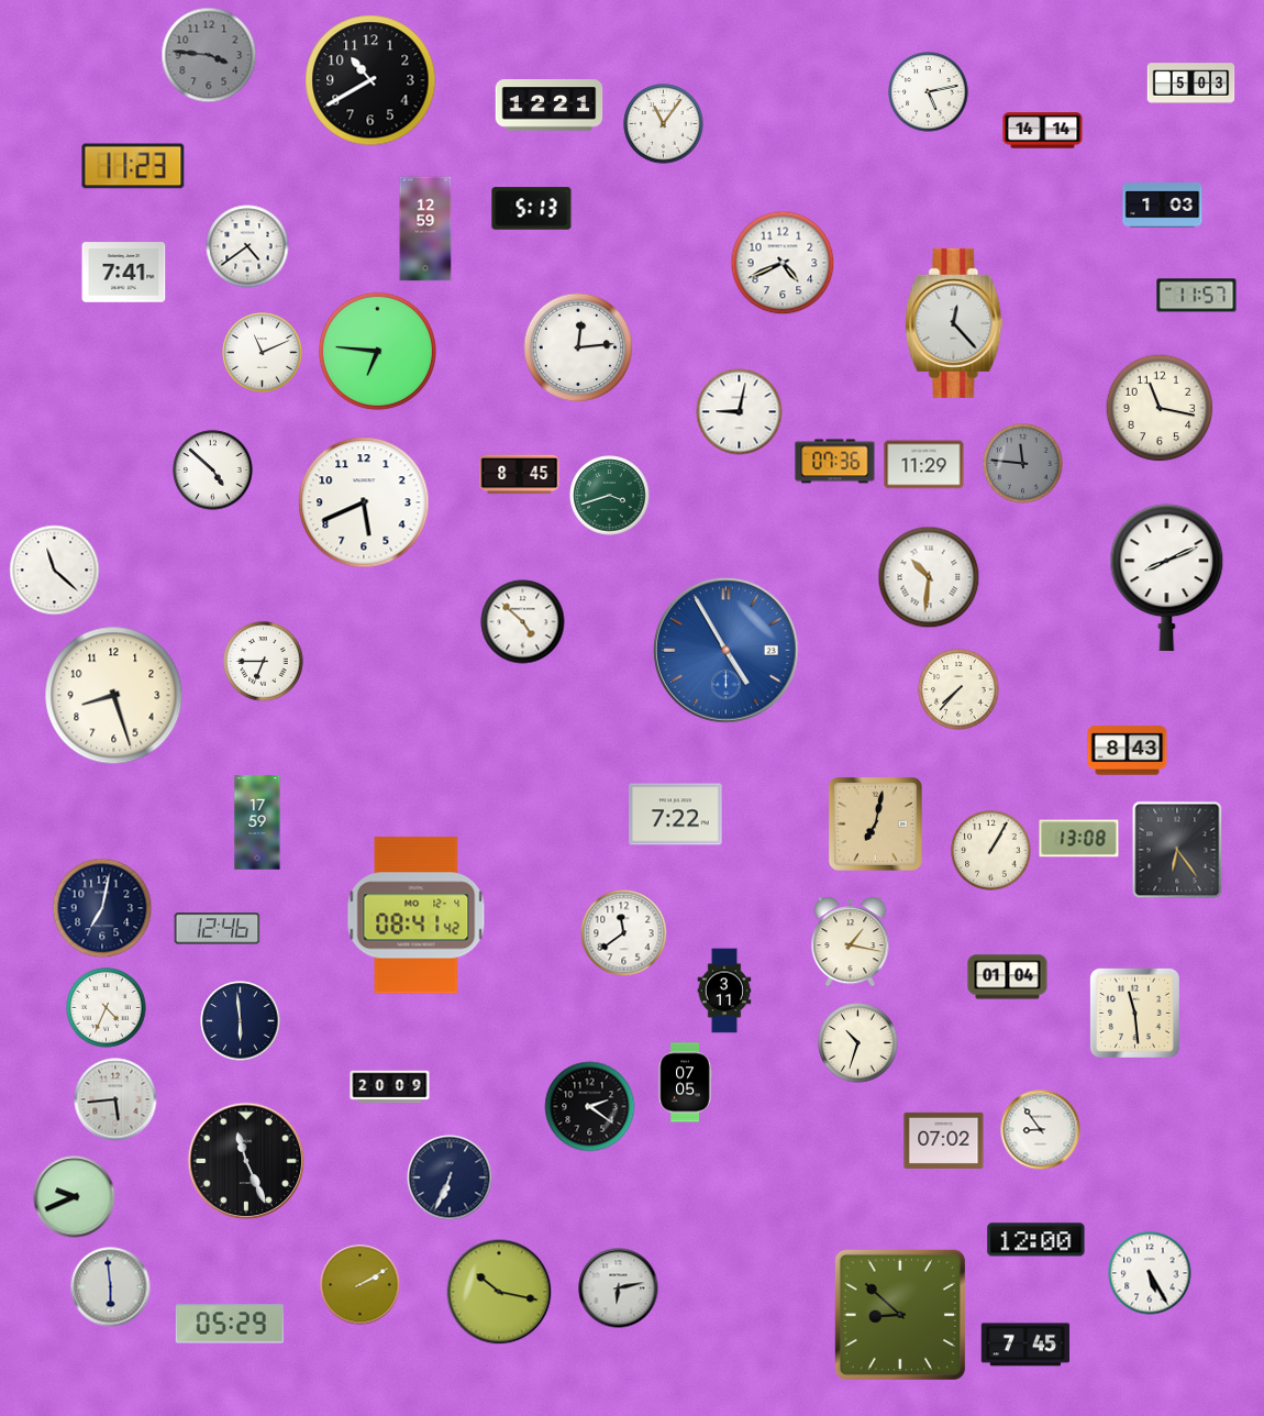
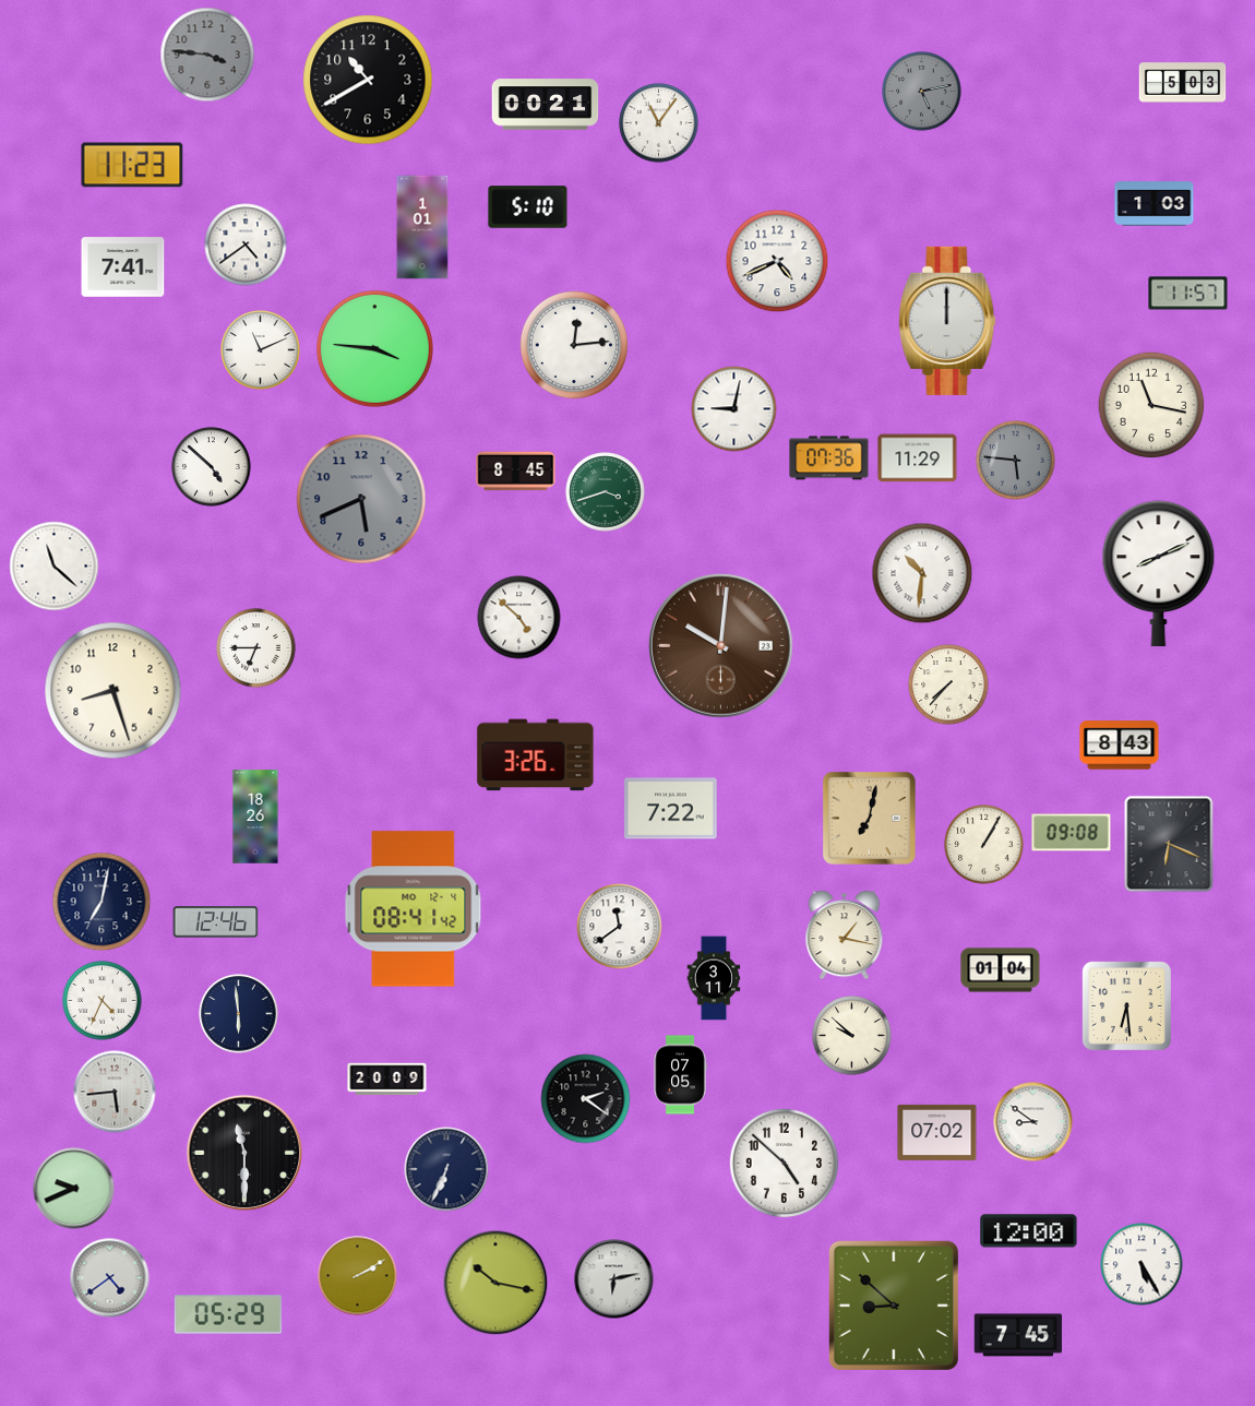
clock at (929, 92) dial: white -> grey
clock at (550, 106): 12:21 -> 00:21
clock at (1043, 131): 14:14 -> none
clock at (532, 209): 5:13 -> 5:10
clock at (425, 229): 12:59 -> 1:01
clock at (124, 273) position: (124, 273) -> (123, 267)
clock at (954, 323): 12:23 -> 12:00
clock at (377, 351): 6:46 -> 3:46
clock at (1023, 464): 11:46 -> 5:46
clock at (924, 465) position: (924, 465) -> (918, 458)
clock at (364, 502) dial: white -> grey
clock at (727, 651): 4:55 -> 10:01
clock at (727, 651) dial: blue -> brown
clock at (264, 662) position: (264, 662) -> (256, 648)
clock at (958, 689) position: (958, 689) -> (948, 684)
clock at (536, 755): none -> 3:26
clock at (257, 822): 17:59 -> 18:26
clock at (1079, 839): 13:08 -> 09:08
clock at (1177, 850): 6:24 -> 6:19
clock at (724, 991) position: (724, 991) -> (714, 978)
clock at (107, 1008) position: (107, 1008) -> (103, 1001)
clock at (1134, 1013): 11:29 -> 6:29
clock at (858, 1043): 10:33 -> 9:52
clock at (1041, 1130): 8:54 -> 8:51
clock at (246, 1161): 11:26 -> 11:30
clock at (785, 1164): none -> 4:52
clock at (111, 1287): 5:59 -> 4:39
